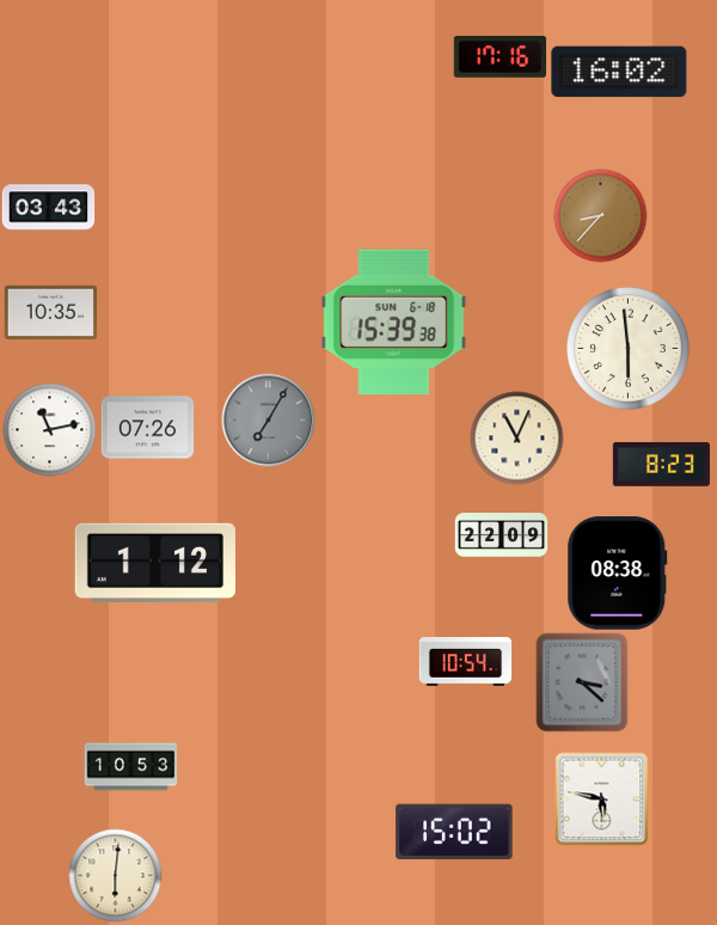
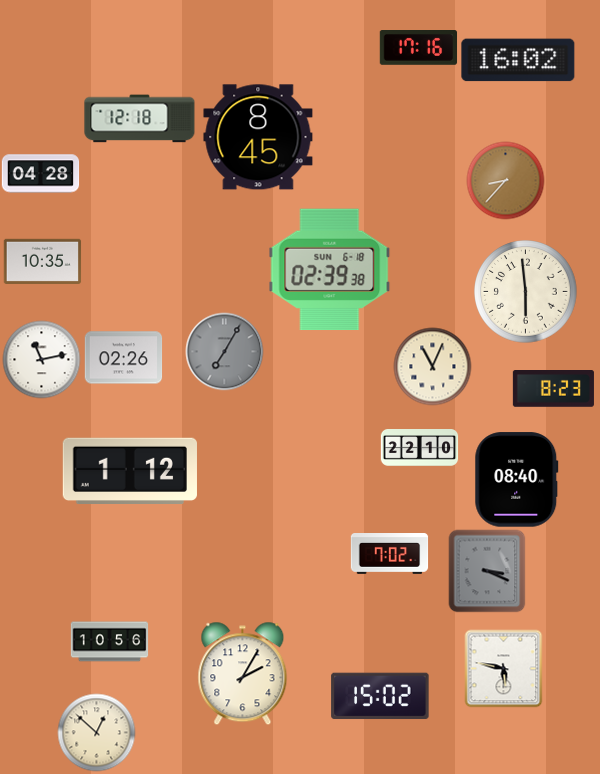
clock at (140, 119): none -> 12:18
clock at (258, 137): none -> 8:45
clock at (48, 208): 03:43 -> 04:28
clock at (600, 215) position: (600, 215) -> (505, 180)
clock at (394, 323): 15:39 -> 02:39
clock at (147, 428): 07:26 -> 02:26
clock at (501, 535): 22:09 -> 22:10
clock at (618, 574): 08:38 -> 08:40
clock at (465, 662): 10:54 -> 7:02
clock at (582, 682): 3:22 -> 3:19
clock at (130, 767): 10:53 -> 10:56
clock at (243, 673): none -> 2:05
clock at (115, 875): 6:01 -> 12:52
